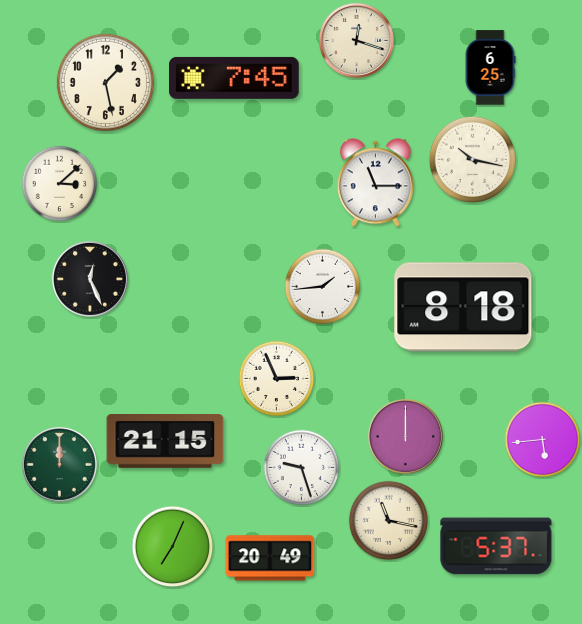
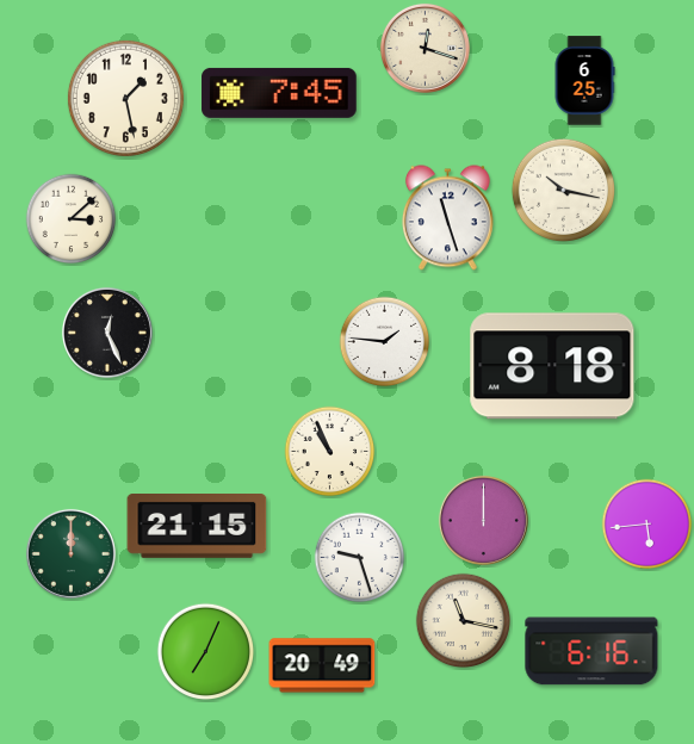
clock at (375, 183): 11:15 -> 11:27
clock at (323, 287): 1:44 -> 1:46
clock at (277, 379): 2:56 -> 10:56
clock at (496, 546): 5:37 -> 6:16
